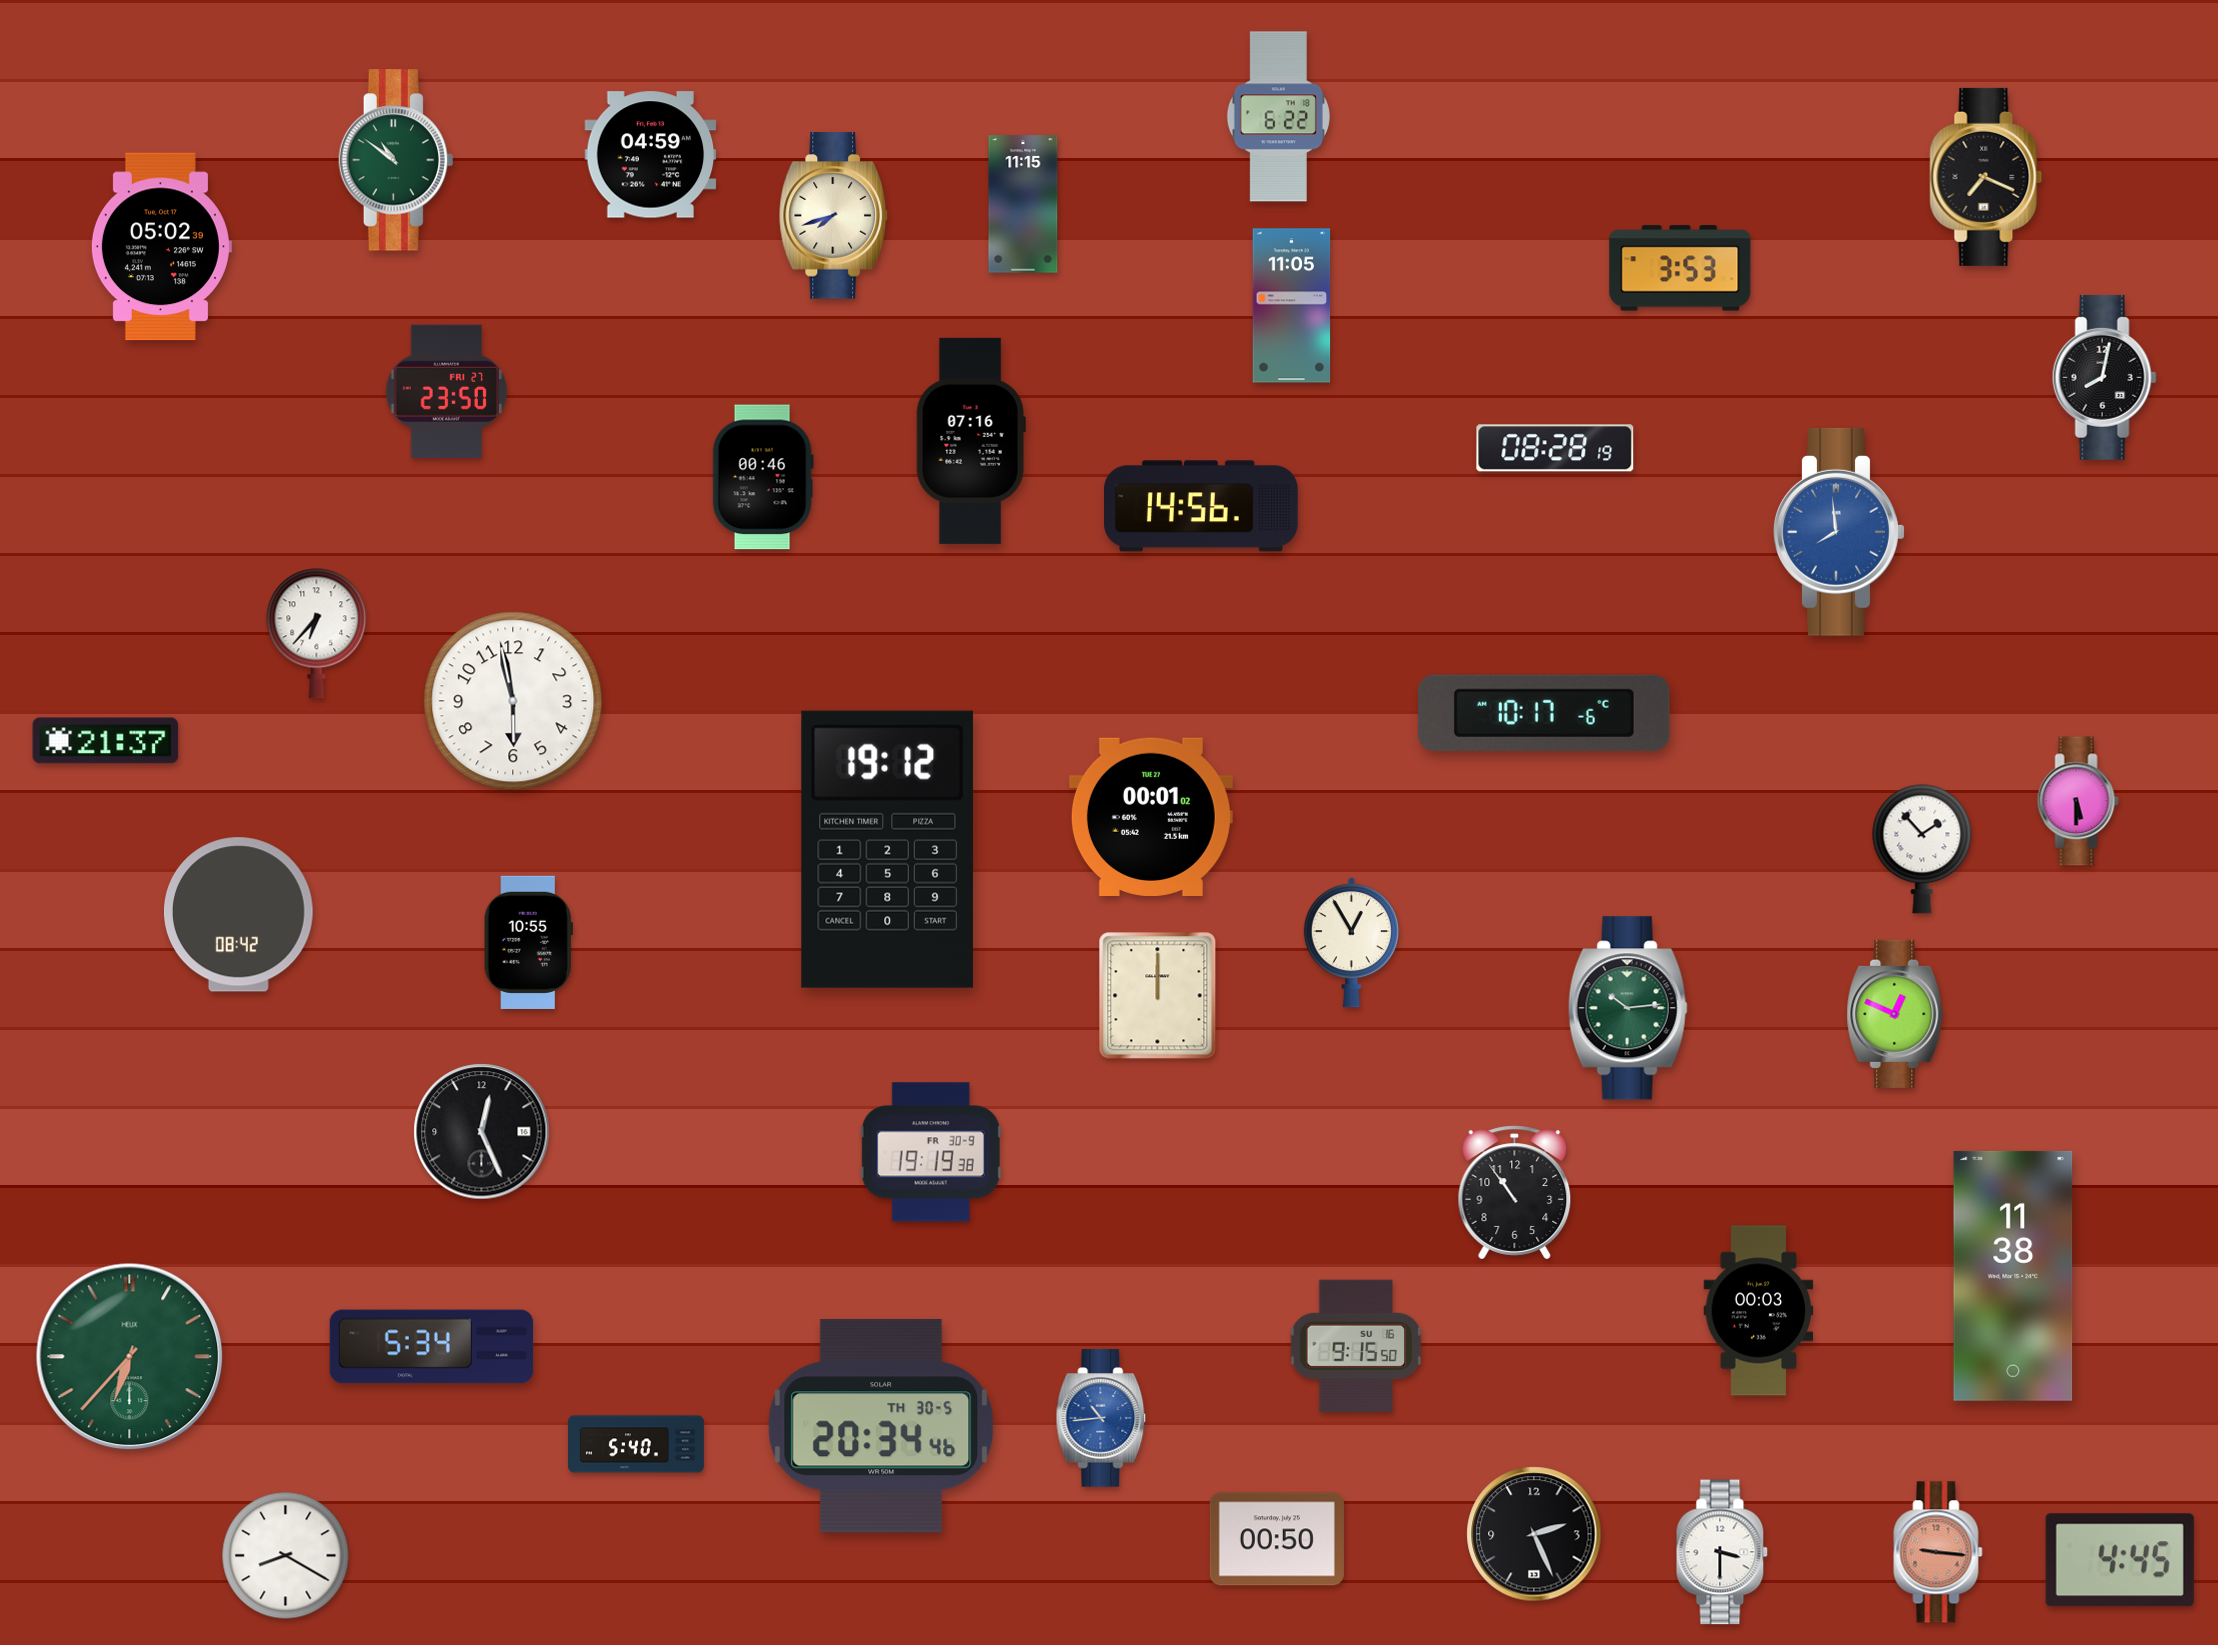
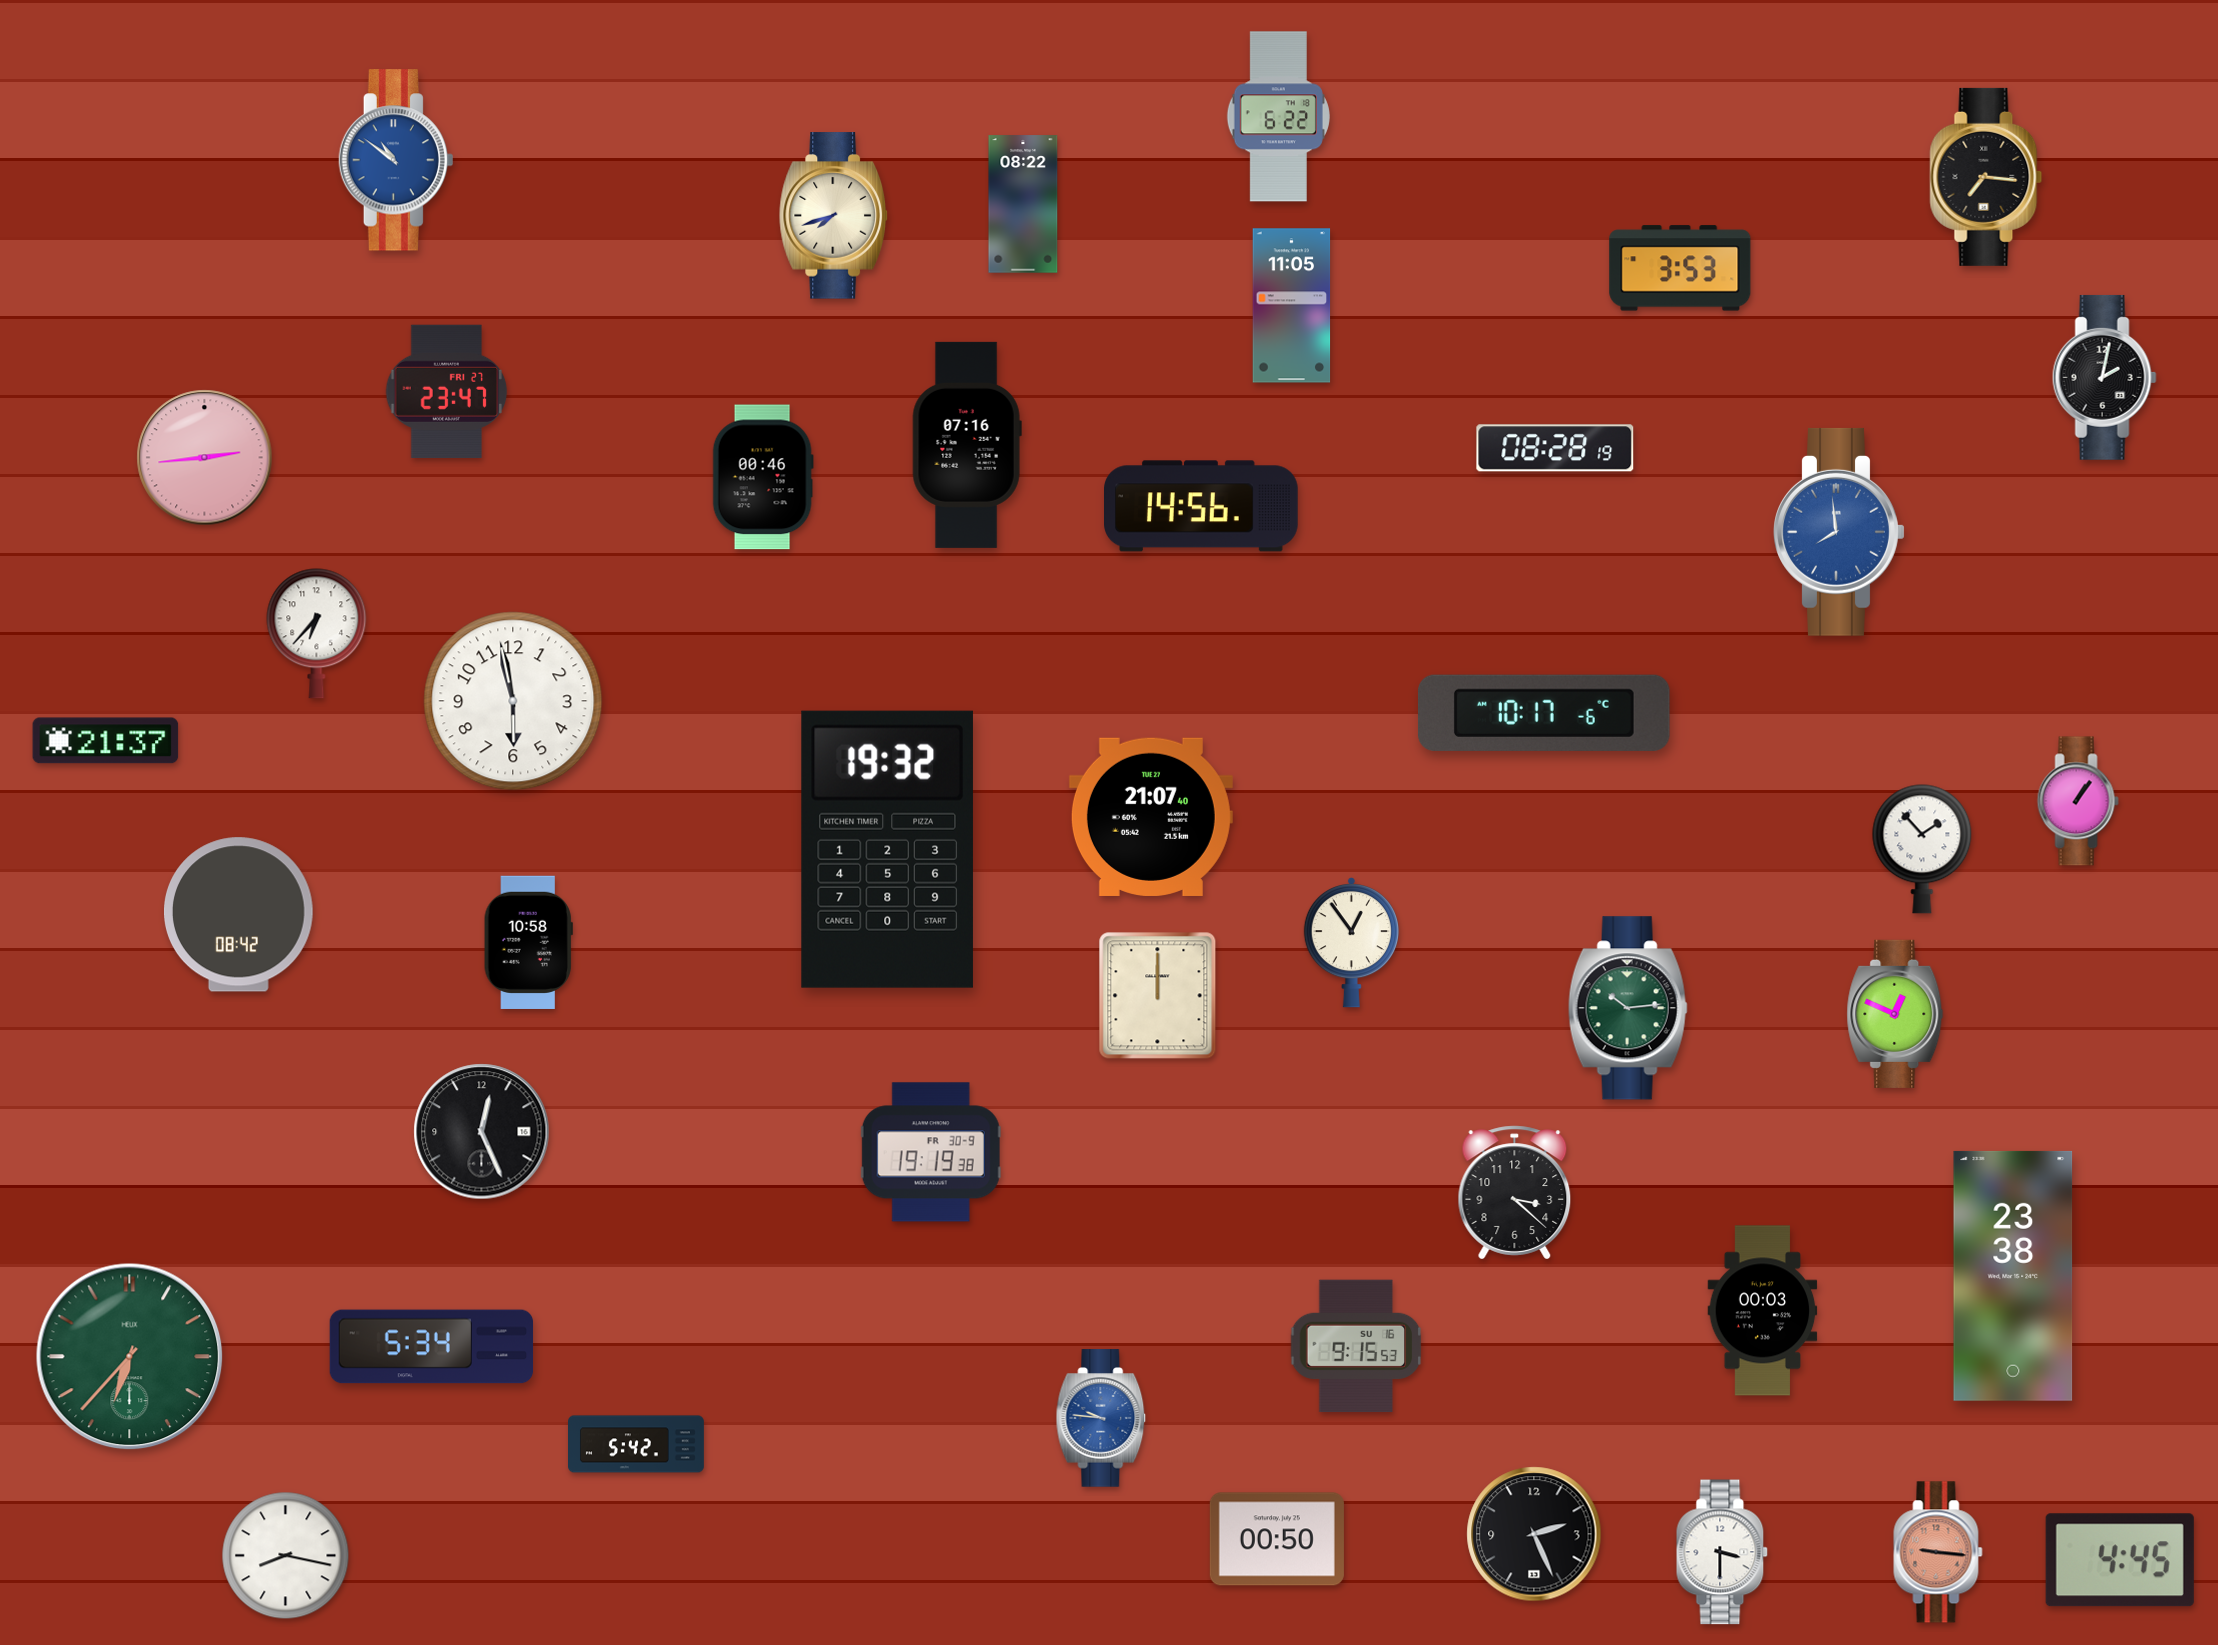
clock at (651, 155): 04:59 -> none
clock at (395, 160) dial: green -> blue
clock at (1986, 177): 7:19 -> 7:16
clock at (1023, 204): 11:15 -> 08:22
clock at (161, 247): 05:02 -> none
clock at (2104, 377): 8:02 -> 2:02
clock at (447, 391): 23:50 -> 23:47
clock at (971, 441) position: (971, 441) -> (967, 445)
clock at (205, 458): none -> 2:44
clock at (2078, 801): 5:30 -> 1:06
clock at (1151, 817): 00:01 -> 21:07
clock at (887, 849): 19:12 -> 19:32
clock at (528, 942): 10:55 -> 10:58
clock at (1351, 942): 12:55 -> 12:54
clock at (1515, 1193): 10:54 -> 3:22
clock at (2013, 1276): 11:38 -> 23:38
clock at (1759, 1311) position: (1759, 1311) -> (1763, 1311)
clock at (1356, 1346): 9:15:50 -> 9:15:53
clock at (1101, 1418): 10:44 -> 9:46
clock at (881, 1426): 20:34 -> none
clock at (637, 1444): 5:40 -> 5:42
clock at (286, 1556): 8:20 -> 8:17
